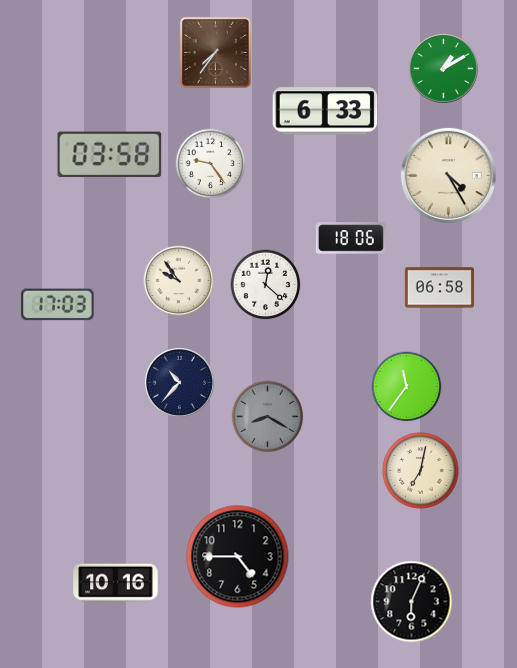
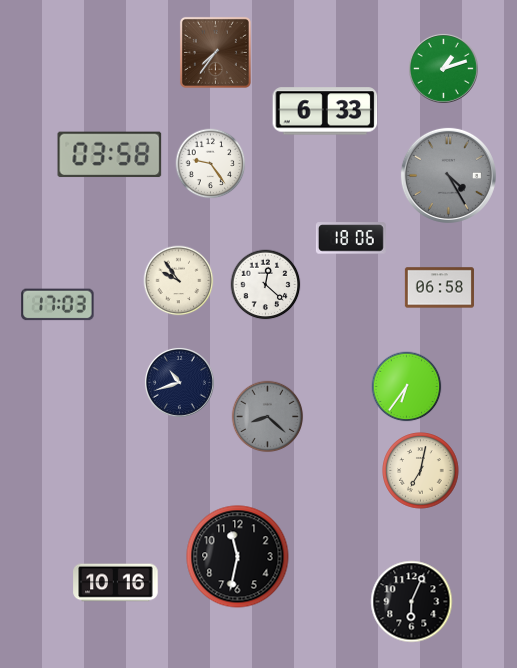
clock at (443, 68): 1:10 -> 1:12
clock at (448, 175) dial: cream -> grey
clock at (179, 382): 10:37 -> 10:42
clock at (407, 387): 11:36 -> 6:36
clock at (268, 417): 8:20 -> 8:22
clock at (238, 557): 4:45 -> 11:32
